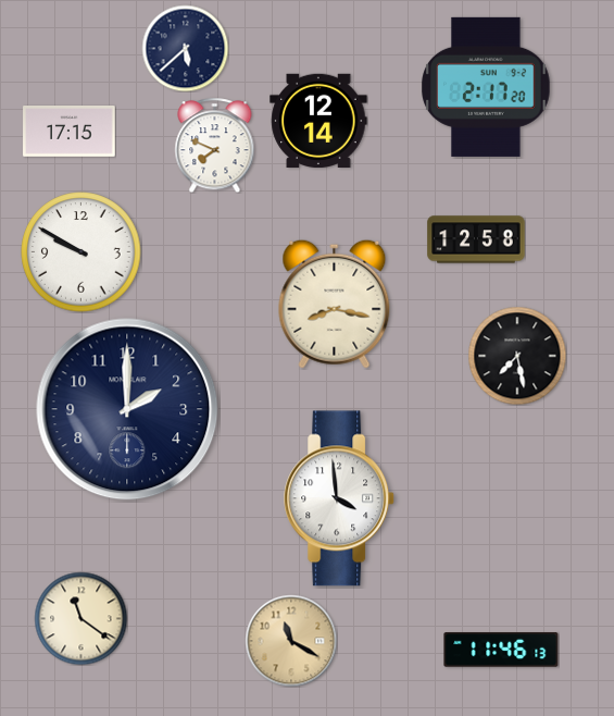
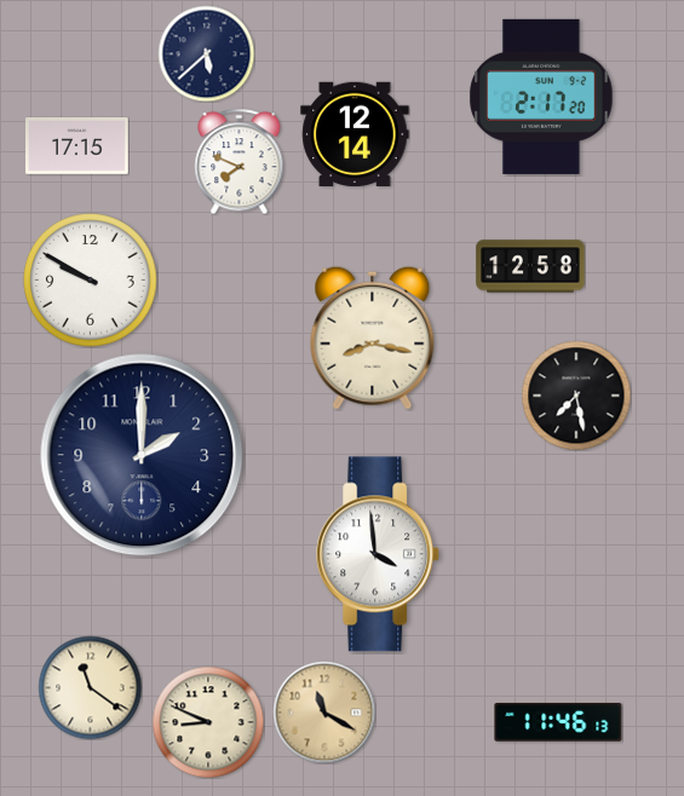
clock at (208, 722): none -> 8:49
